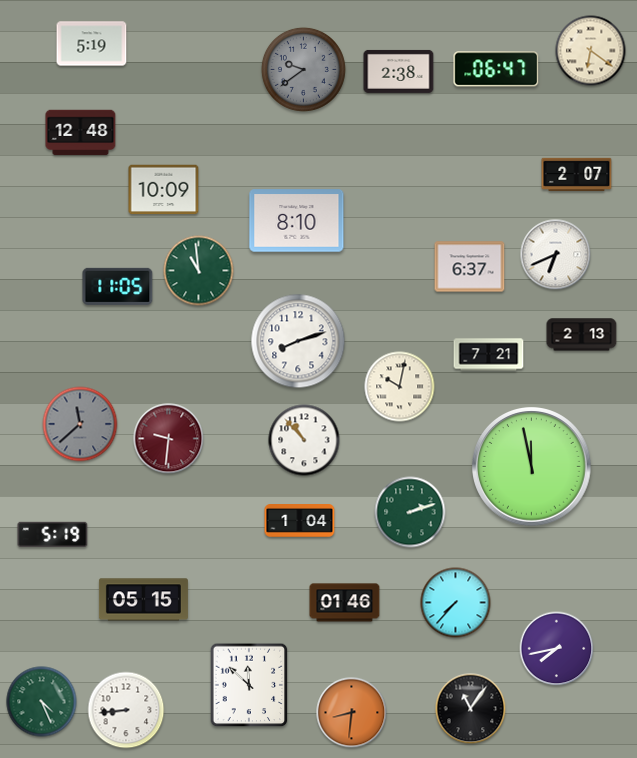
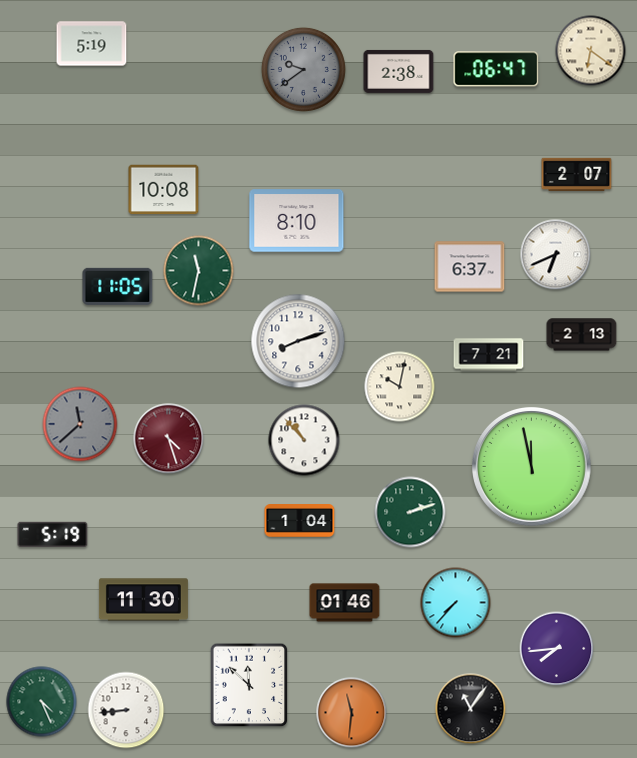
clock at (81, 133): 12:48 -> none
clock at (164, 190): 10:09 -> 10:08
clock at (199, 271): 10:59 -> 11:32
clock at (169, 439): 9:31 -> 4:27
clock at (143, 600): 05:15 -> 11:30
clock at (557, 649): 7:43 -> 7:44
clock at (352, 713): 8:31 -> 11:31
